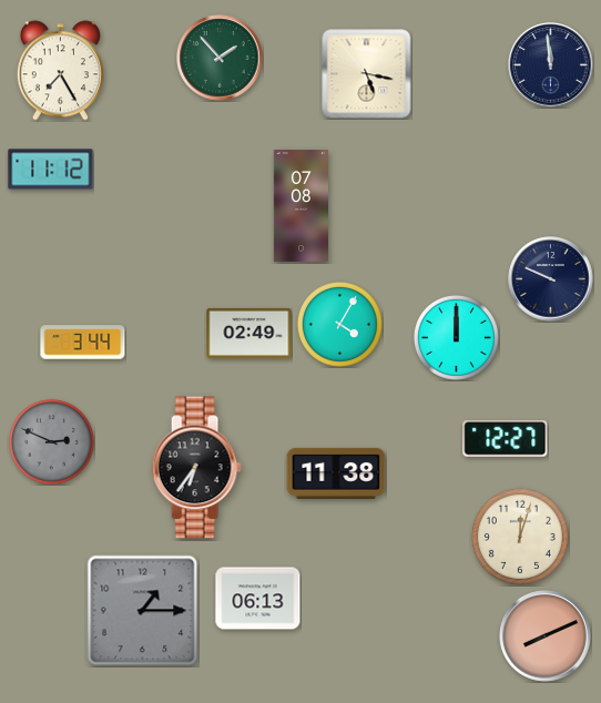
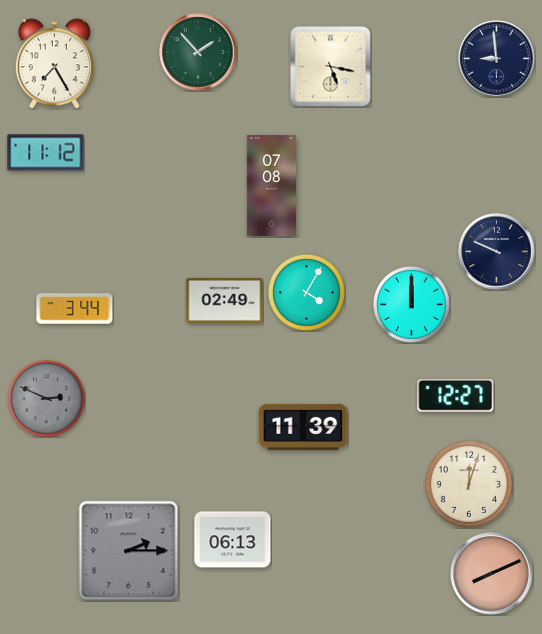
clock at (551, 65): 11:59 -> 8:59
clock at (196, 468): 6:36 -> none
clock at (336, 473): 11:38 -> 11:39
clock at (143, 611): 1:15 -> 2:15
